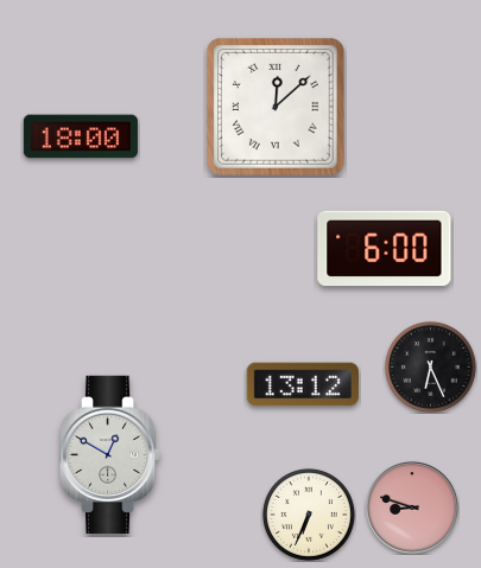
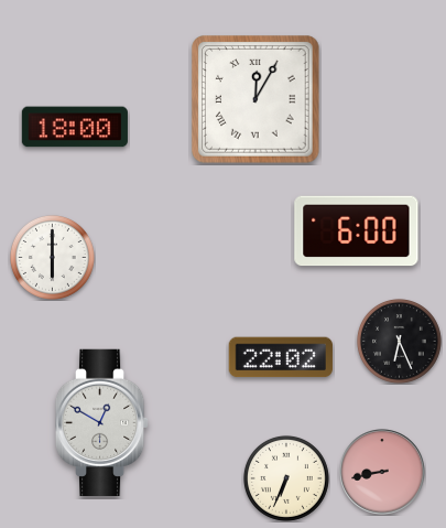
clock at (276, 107): 12:08 -> 12:05
clock at (52, 257): none -> 6:00
clock at (303, 384): 13:12 -> 22:02
clock at (412, 508): 8:48 -> 8:43
